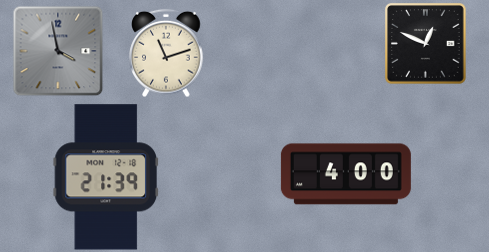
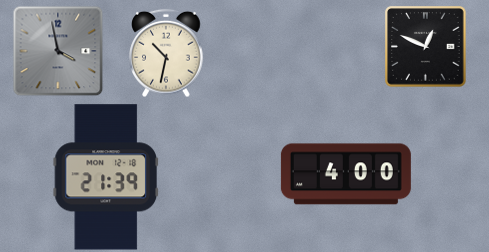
clock at (426, 44) position: (426, 44) -> (426, 47)
clock at (166, 53): 11:12 -> 10:32
